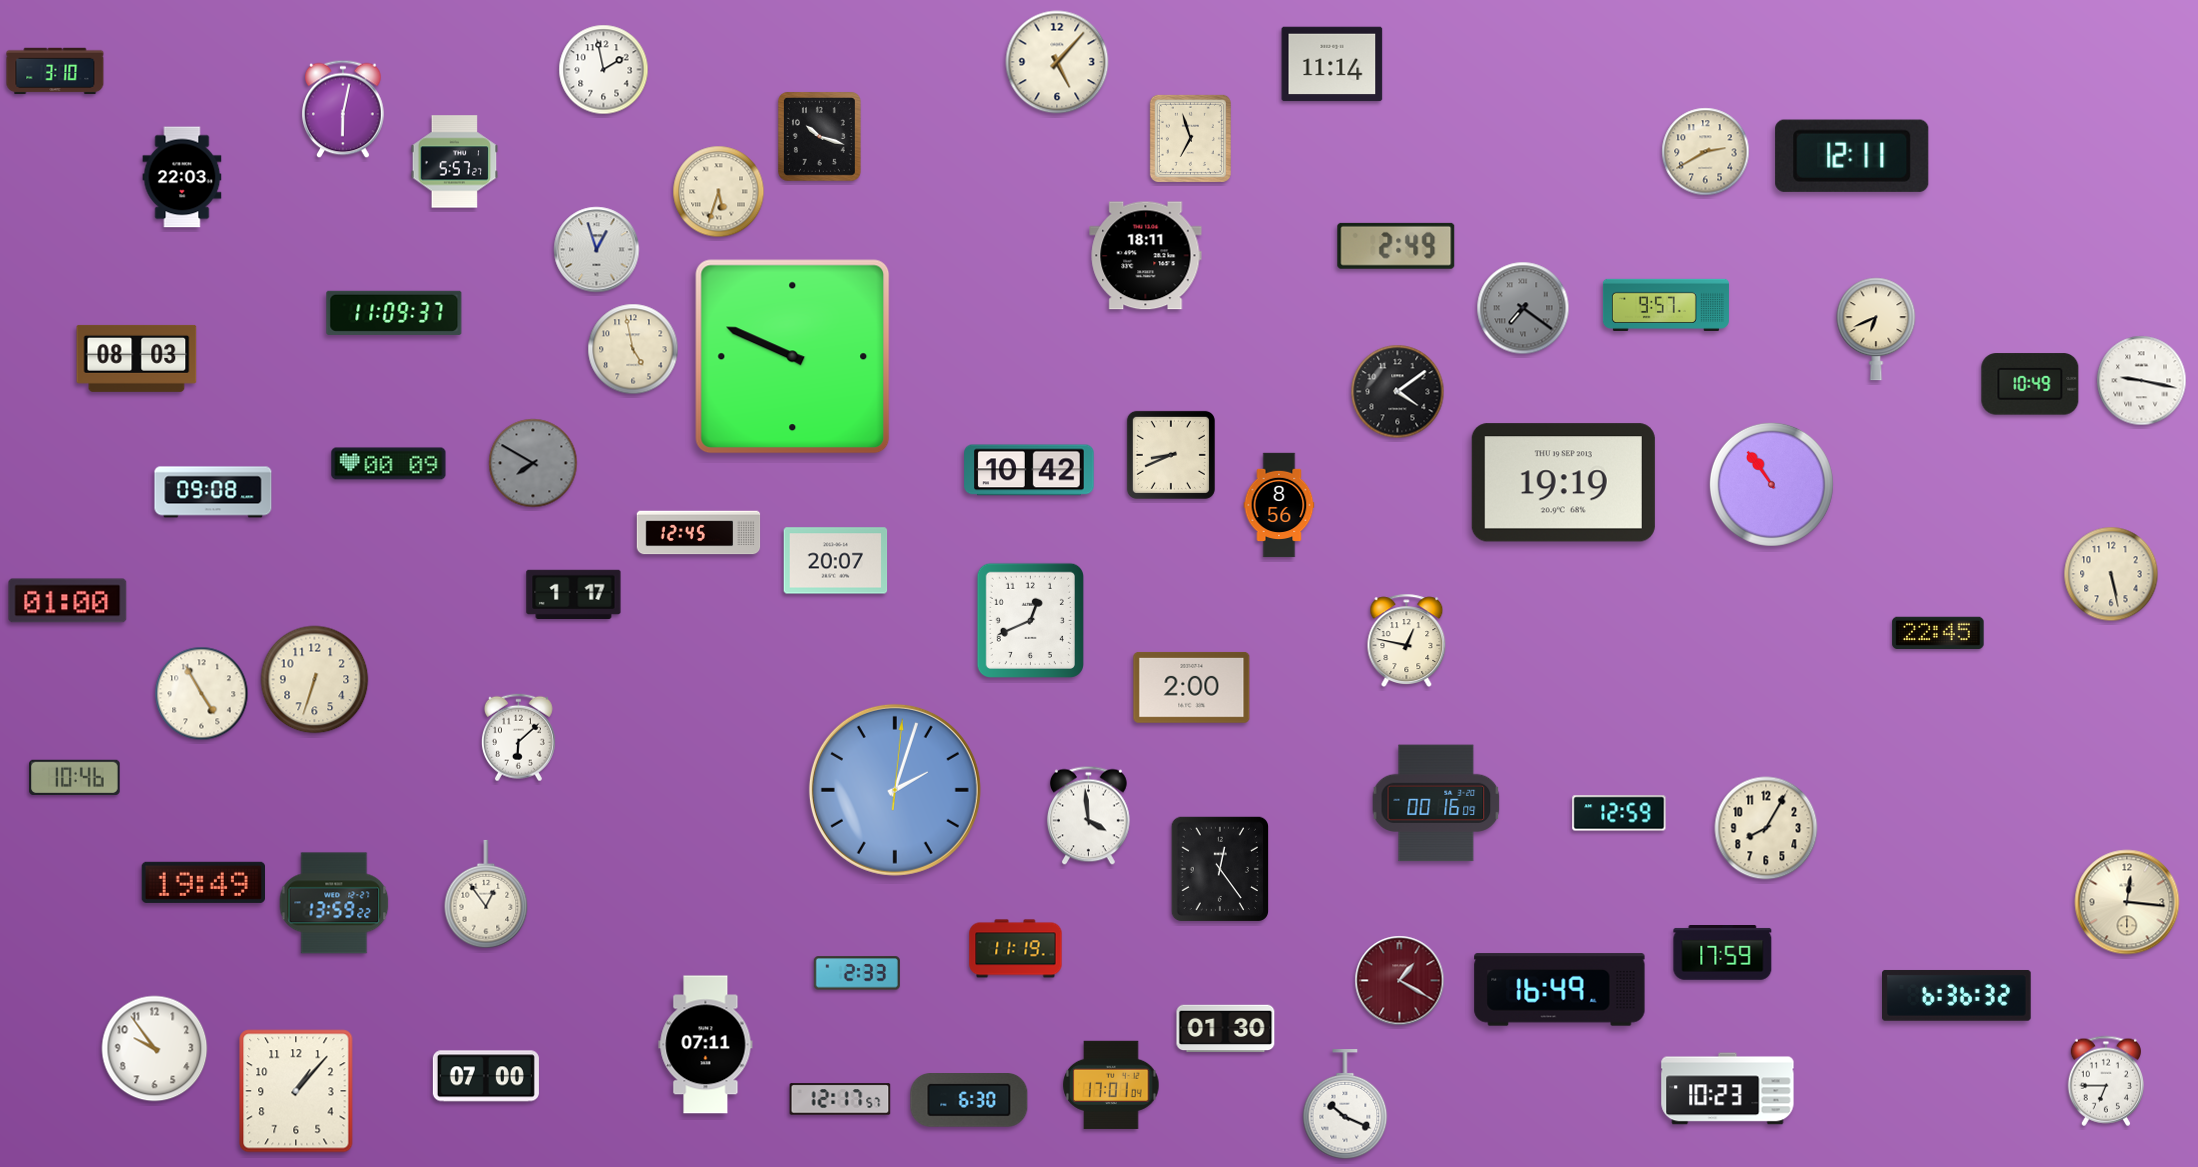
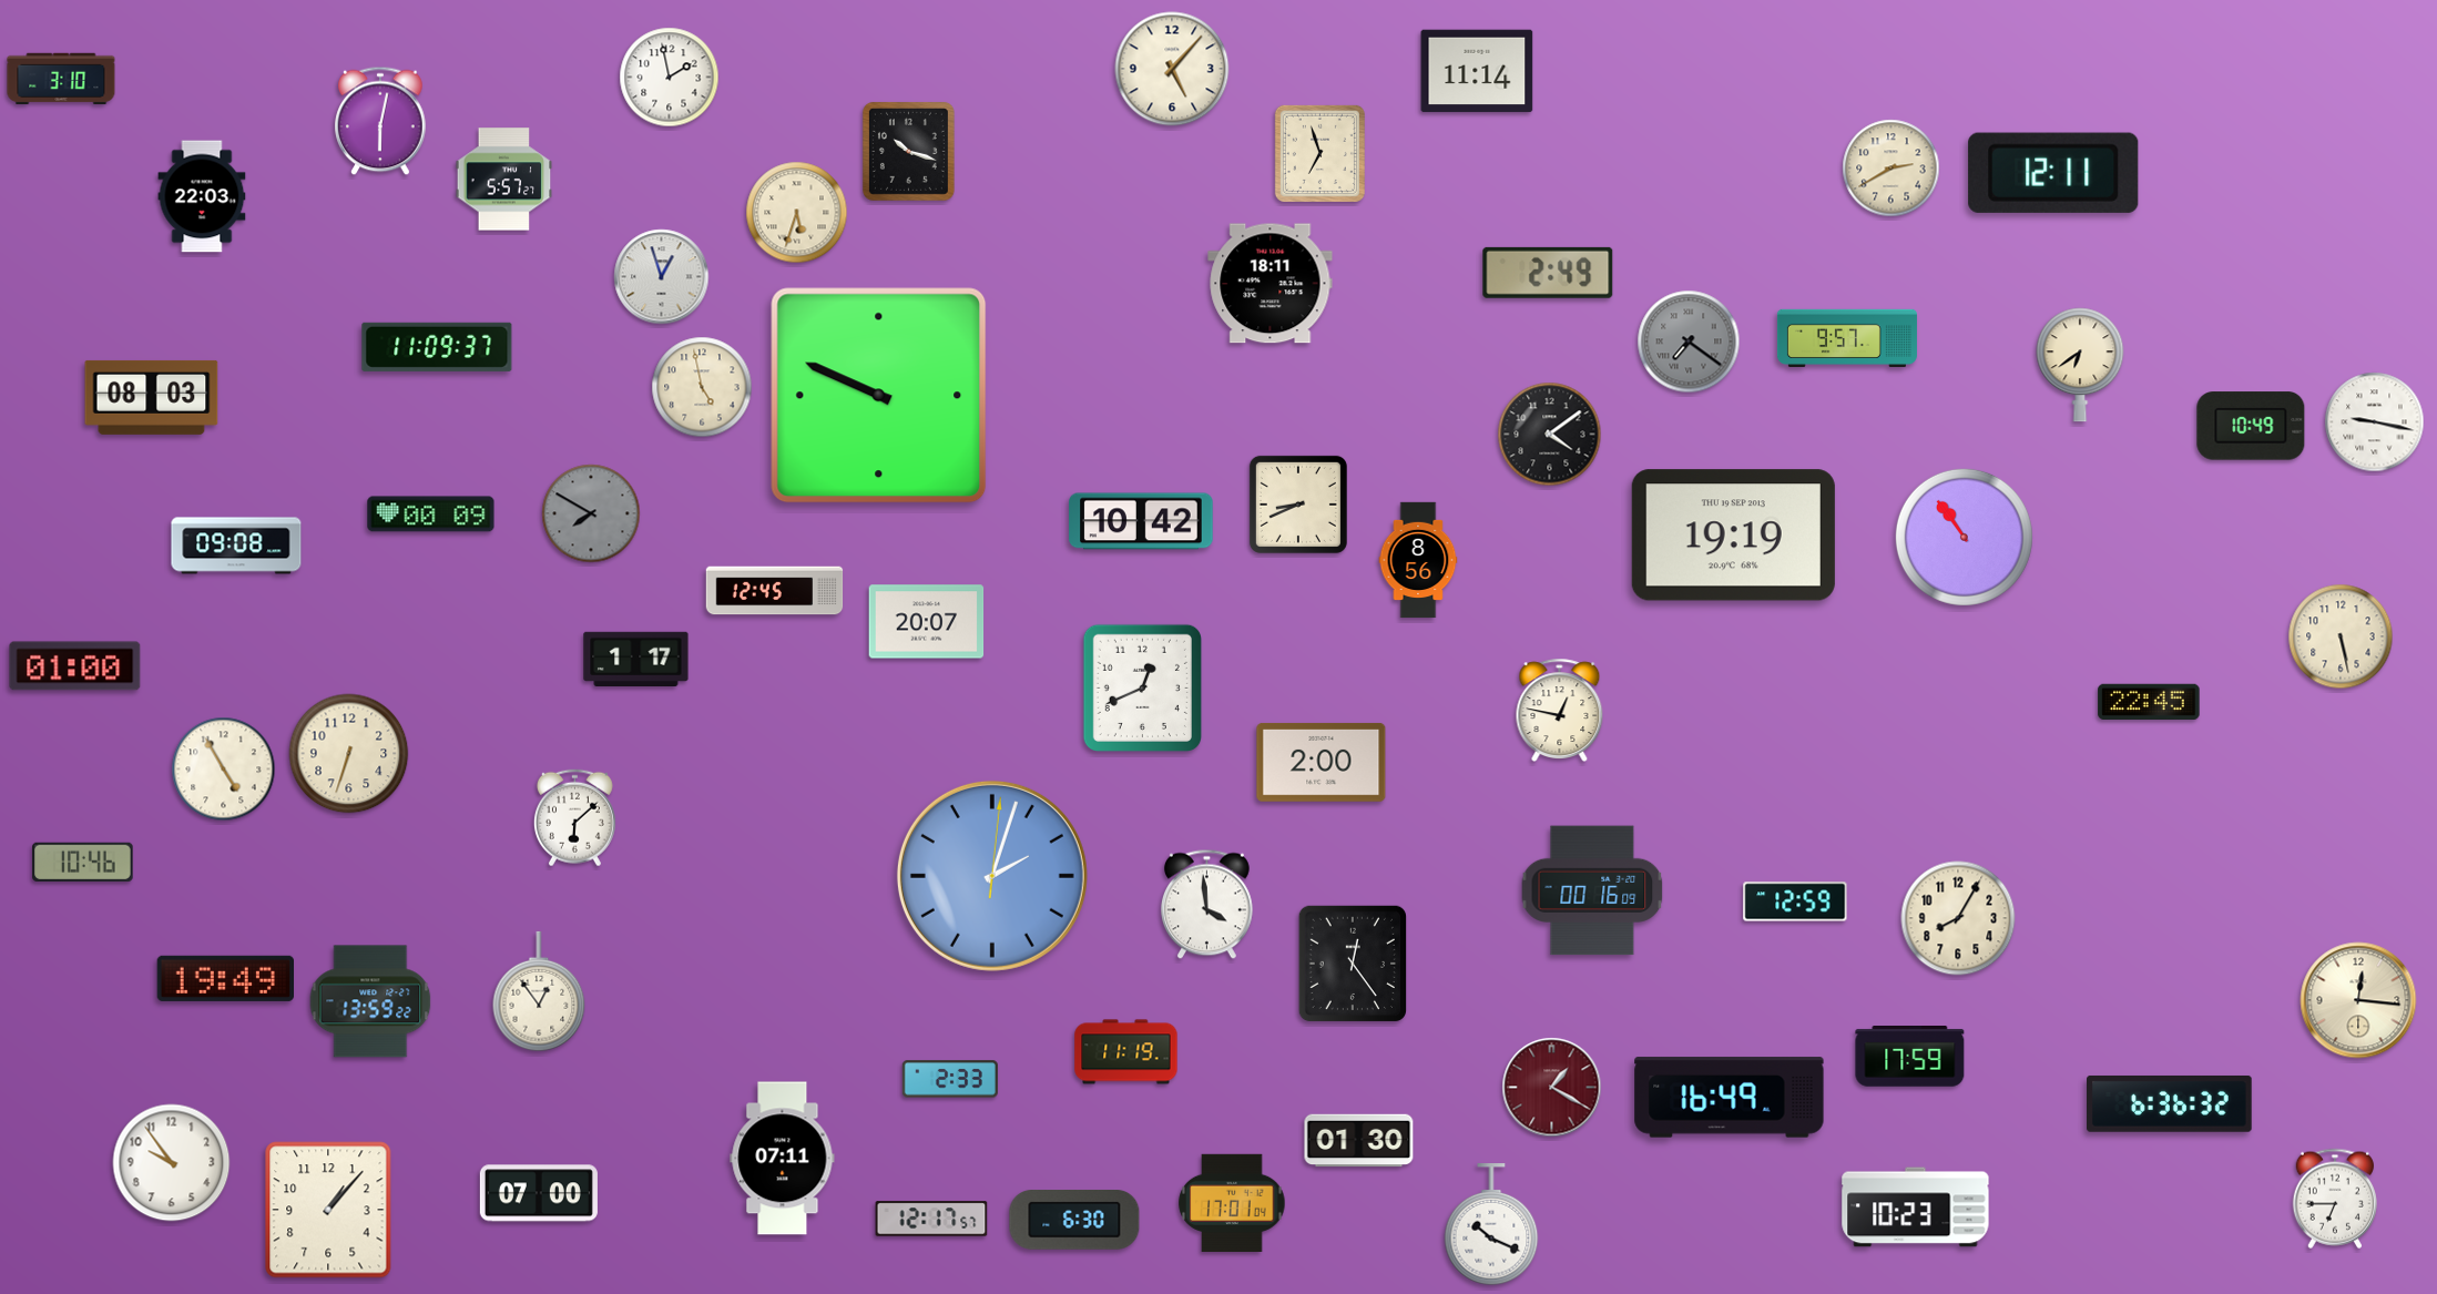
clock at (1876, 329): 6:41 -> 6:39
